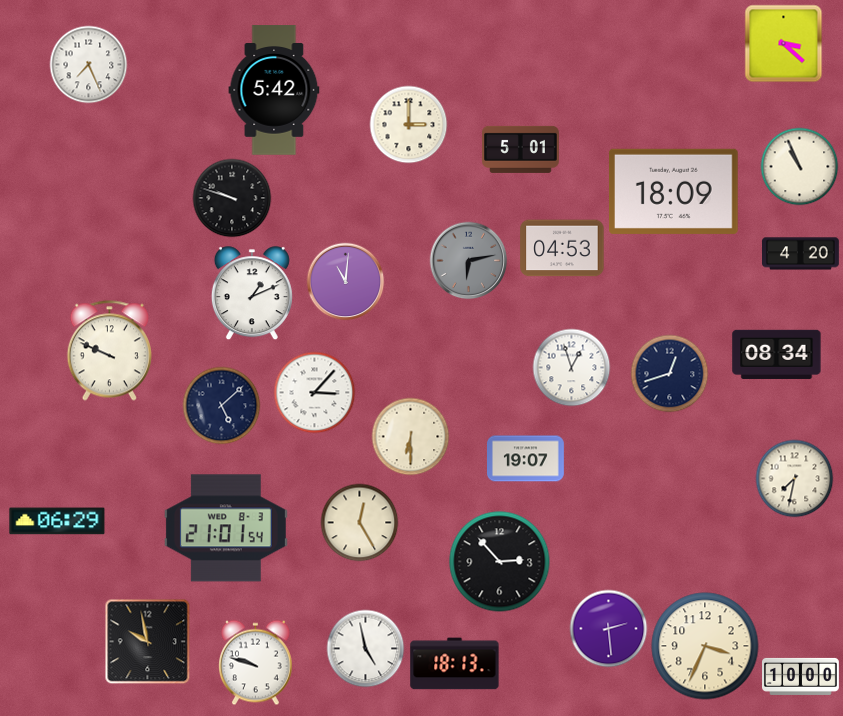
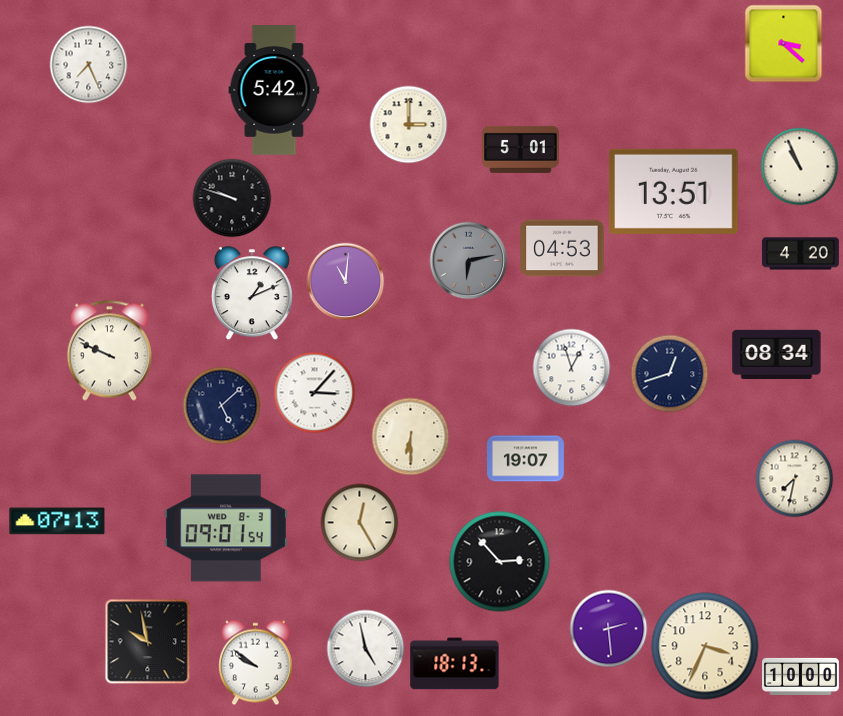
clock at (674, 191): 18:09 -> 13:51
clock at (57, 521): 06:29 -> 07:13
clock at (226, 528): 21:01 -> 09:01
clock at (256, 662): 9:48 -> 9:51
